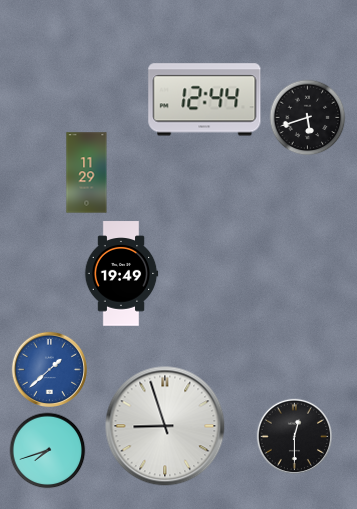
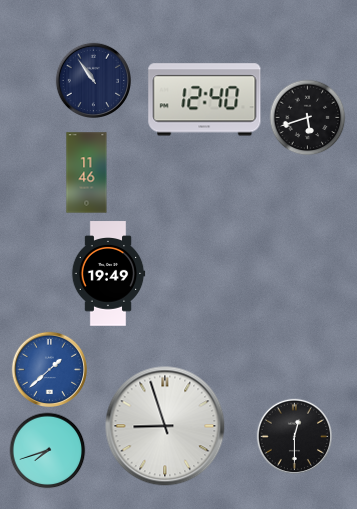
clock at (93, 80): none -> 10:54
clock at (205, 100): 12:44 -> 12:40
clock at (87, 173): 11:29 -> 11:46
clock at (121, 274) position: (121, 274) -> (108, 274)
